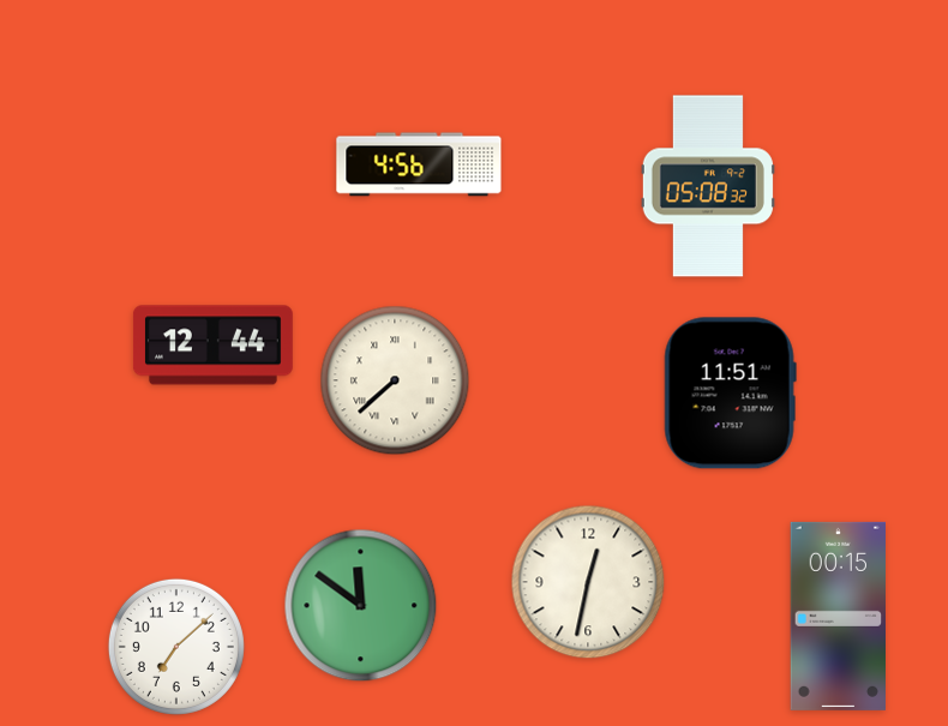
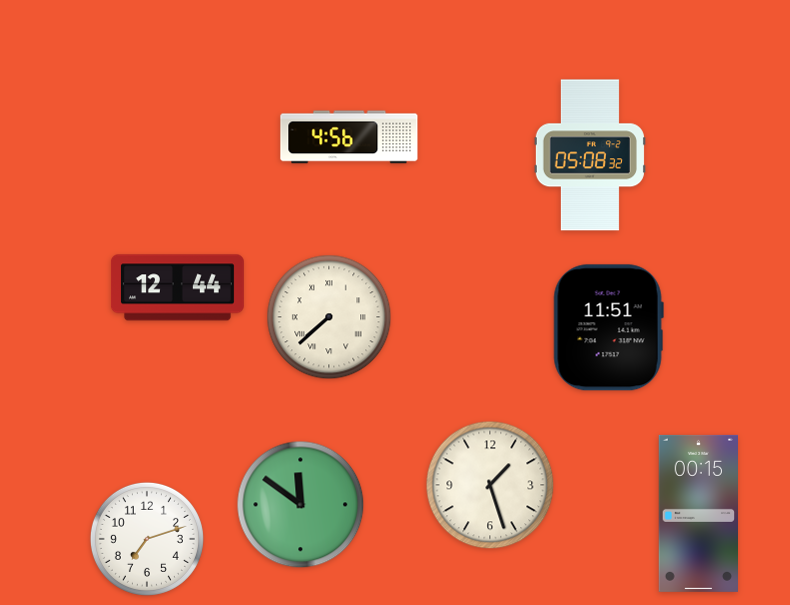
clock at (588, 582): 12:32 -> 1:27
clock at (176, 647): 7:08 -> 7:12
